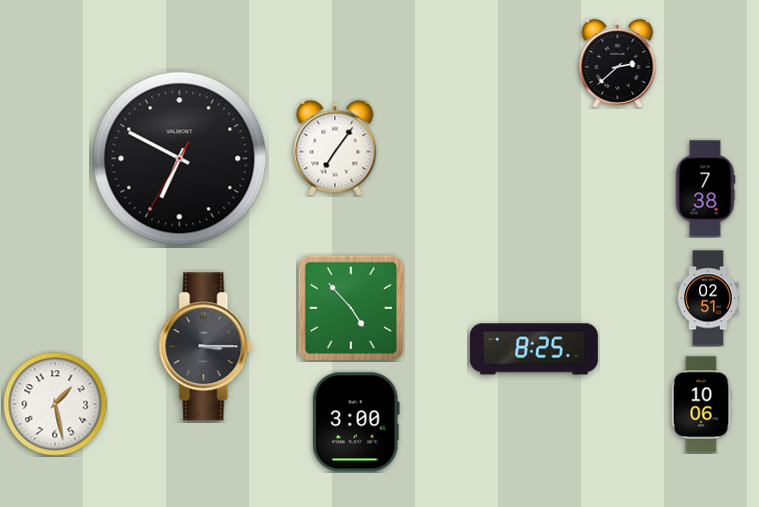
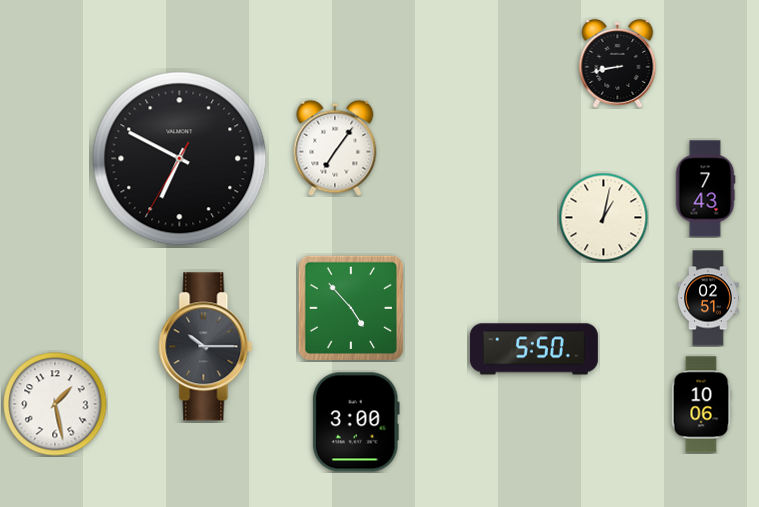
clock at (618, 63): 2:38 -> 8:43
clock at (705, 189): 7:38 -> 7:43
clock at (603, 217): none -> 1:02
clock at (206, 347): 3:15 -> 10:15
clock at (534, 349): 8:25 -> 5:50
